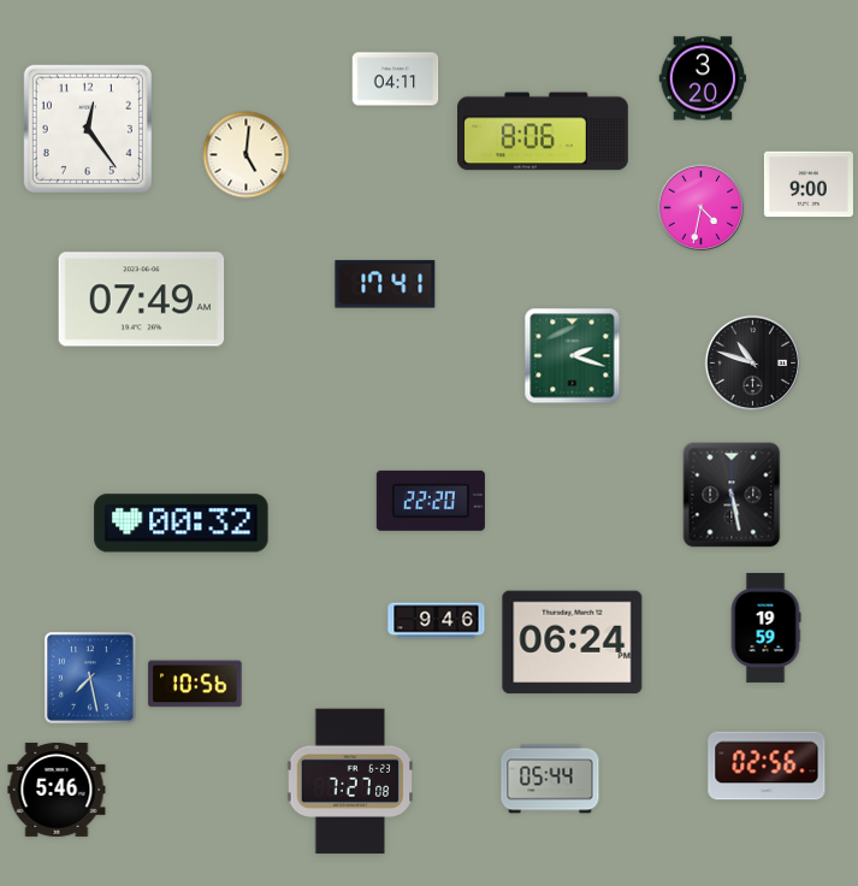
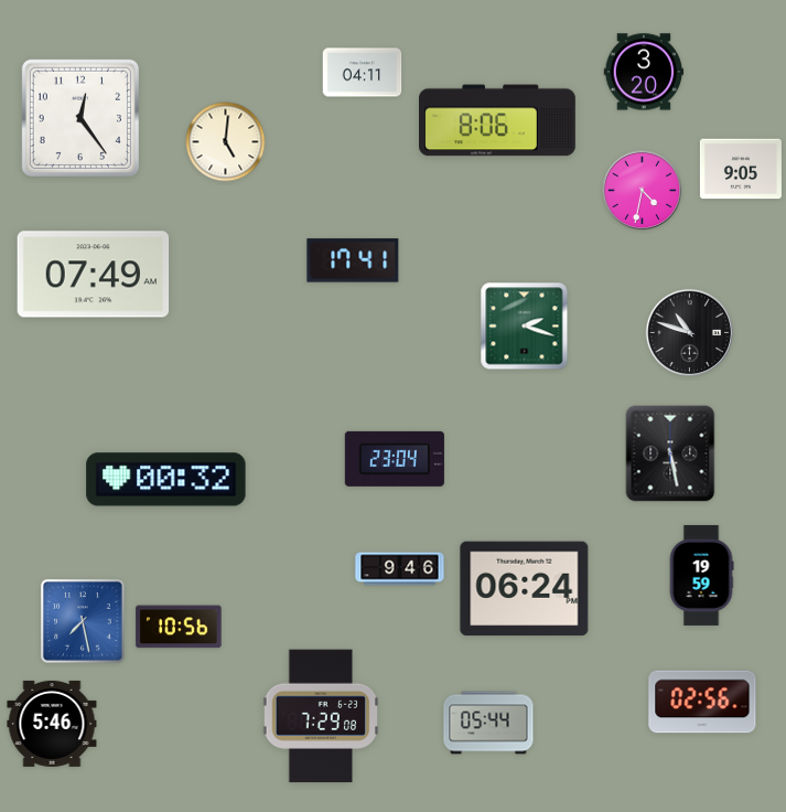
clock at (809, 184): 9:00 -> 9:05
clock at (142, 300) position: (142, 300) -> (94, 275)
clock at (431, 501): 22:20 -> 23:04
clock at (550, 779) position: (550, 779) -> (488, 723)
clock at (350, 781): 7:27 -> 7:29
